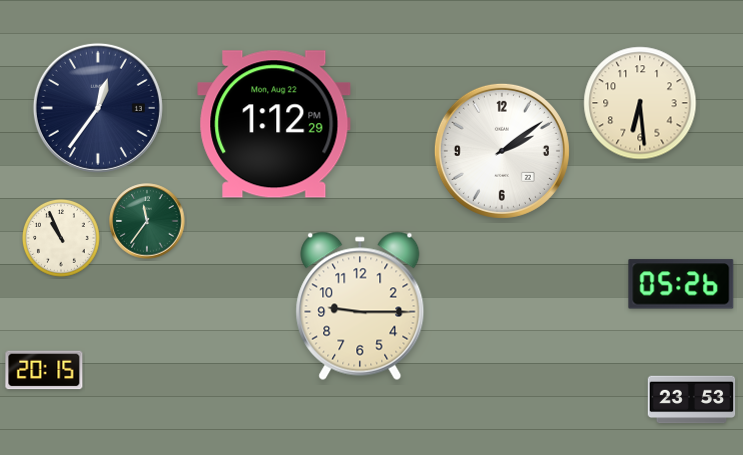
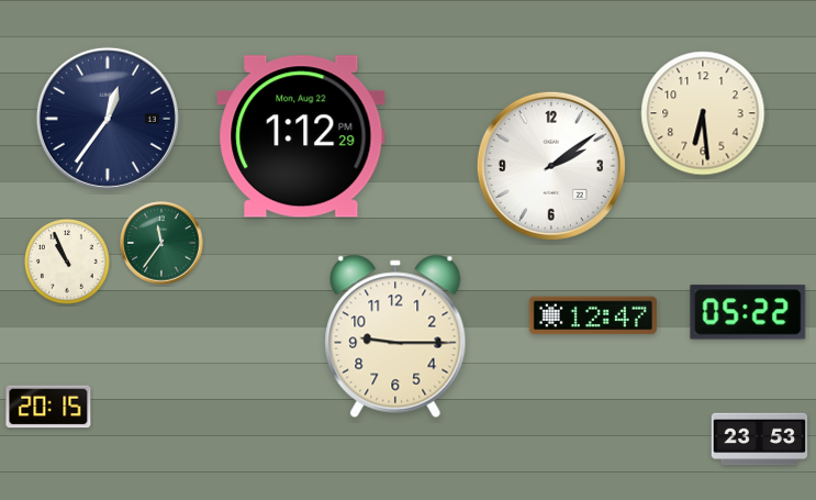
clock at (681, 284): 05:26 -> 05:22
clock at (593, 315): none -> 12:47
